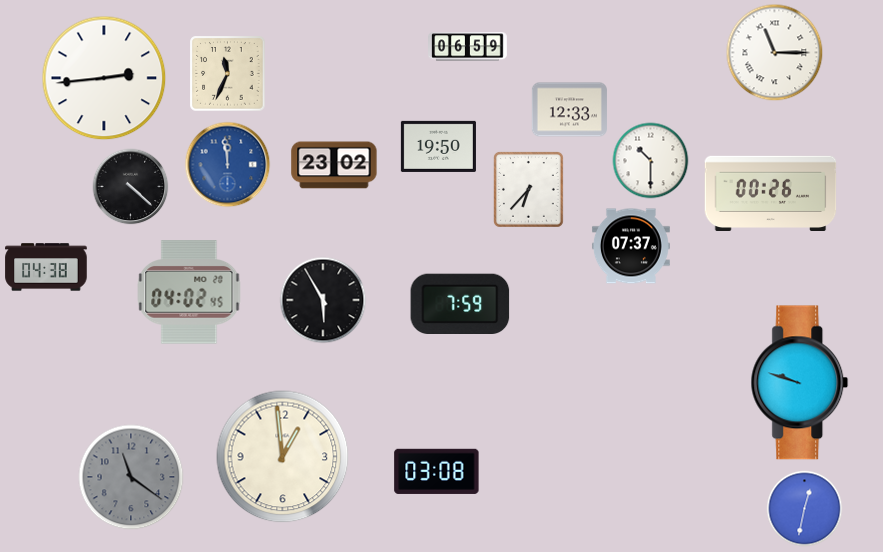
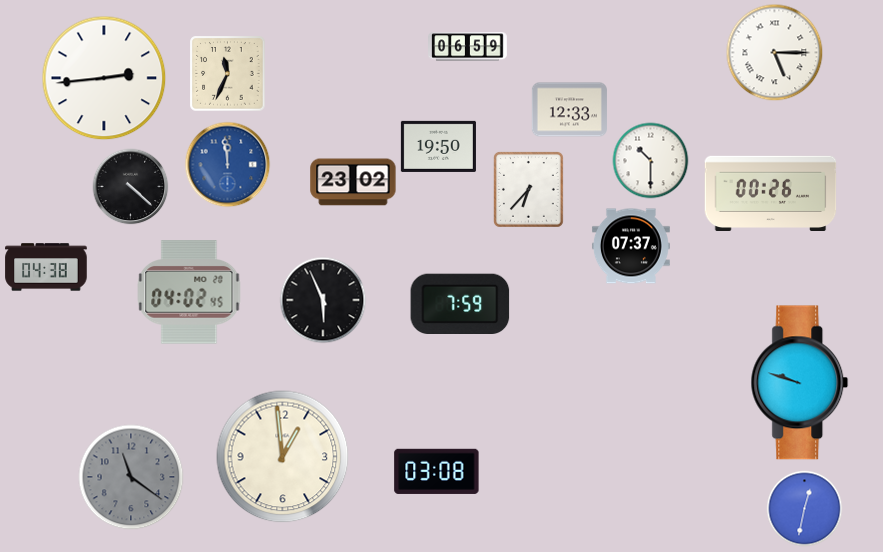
clock at (775, 53): 11:15 -> 5:15
clock at (334, 165) position: (334, 165) -> (353, 182)
clock at (323, 300): 5:55 -> 5:56
